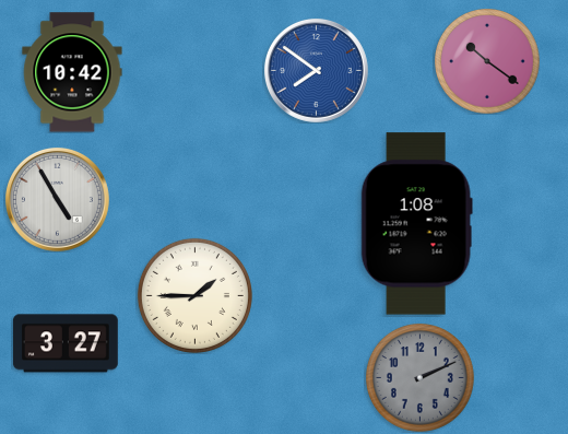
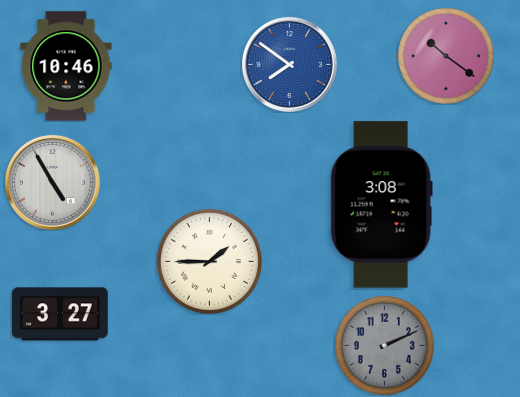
clock at (72, 72): 10:42 -> 10:46
clock at (416, 224): 1:08 -> 3:08
clock at (194, 295) position: (194, 295) -> (209, 261)
